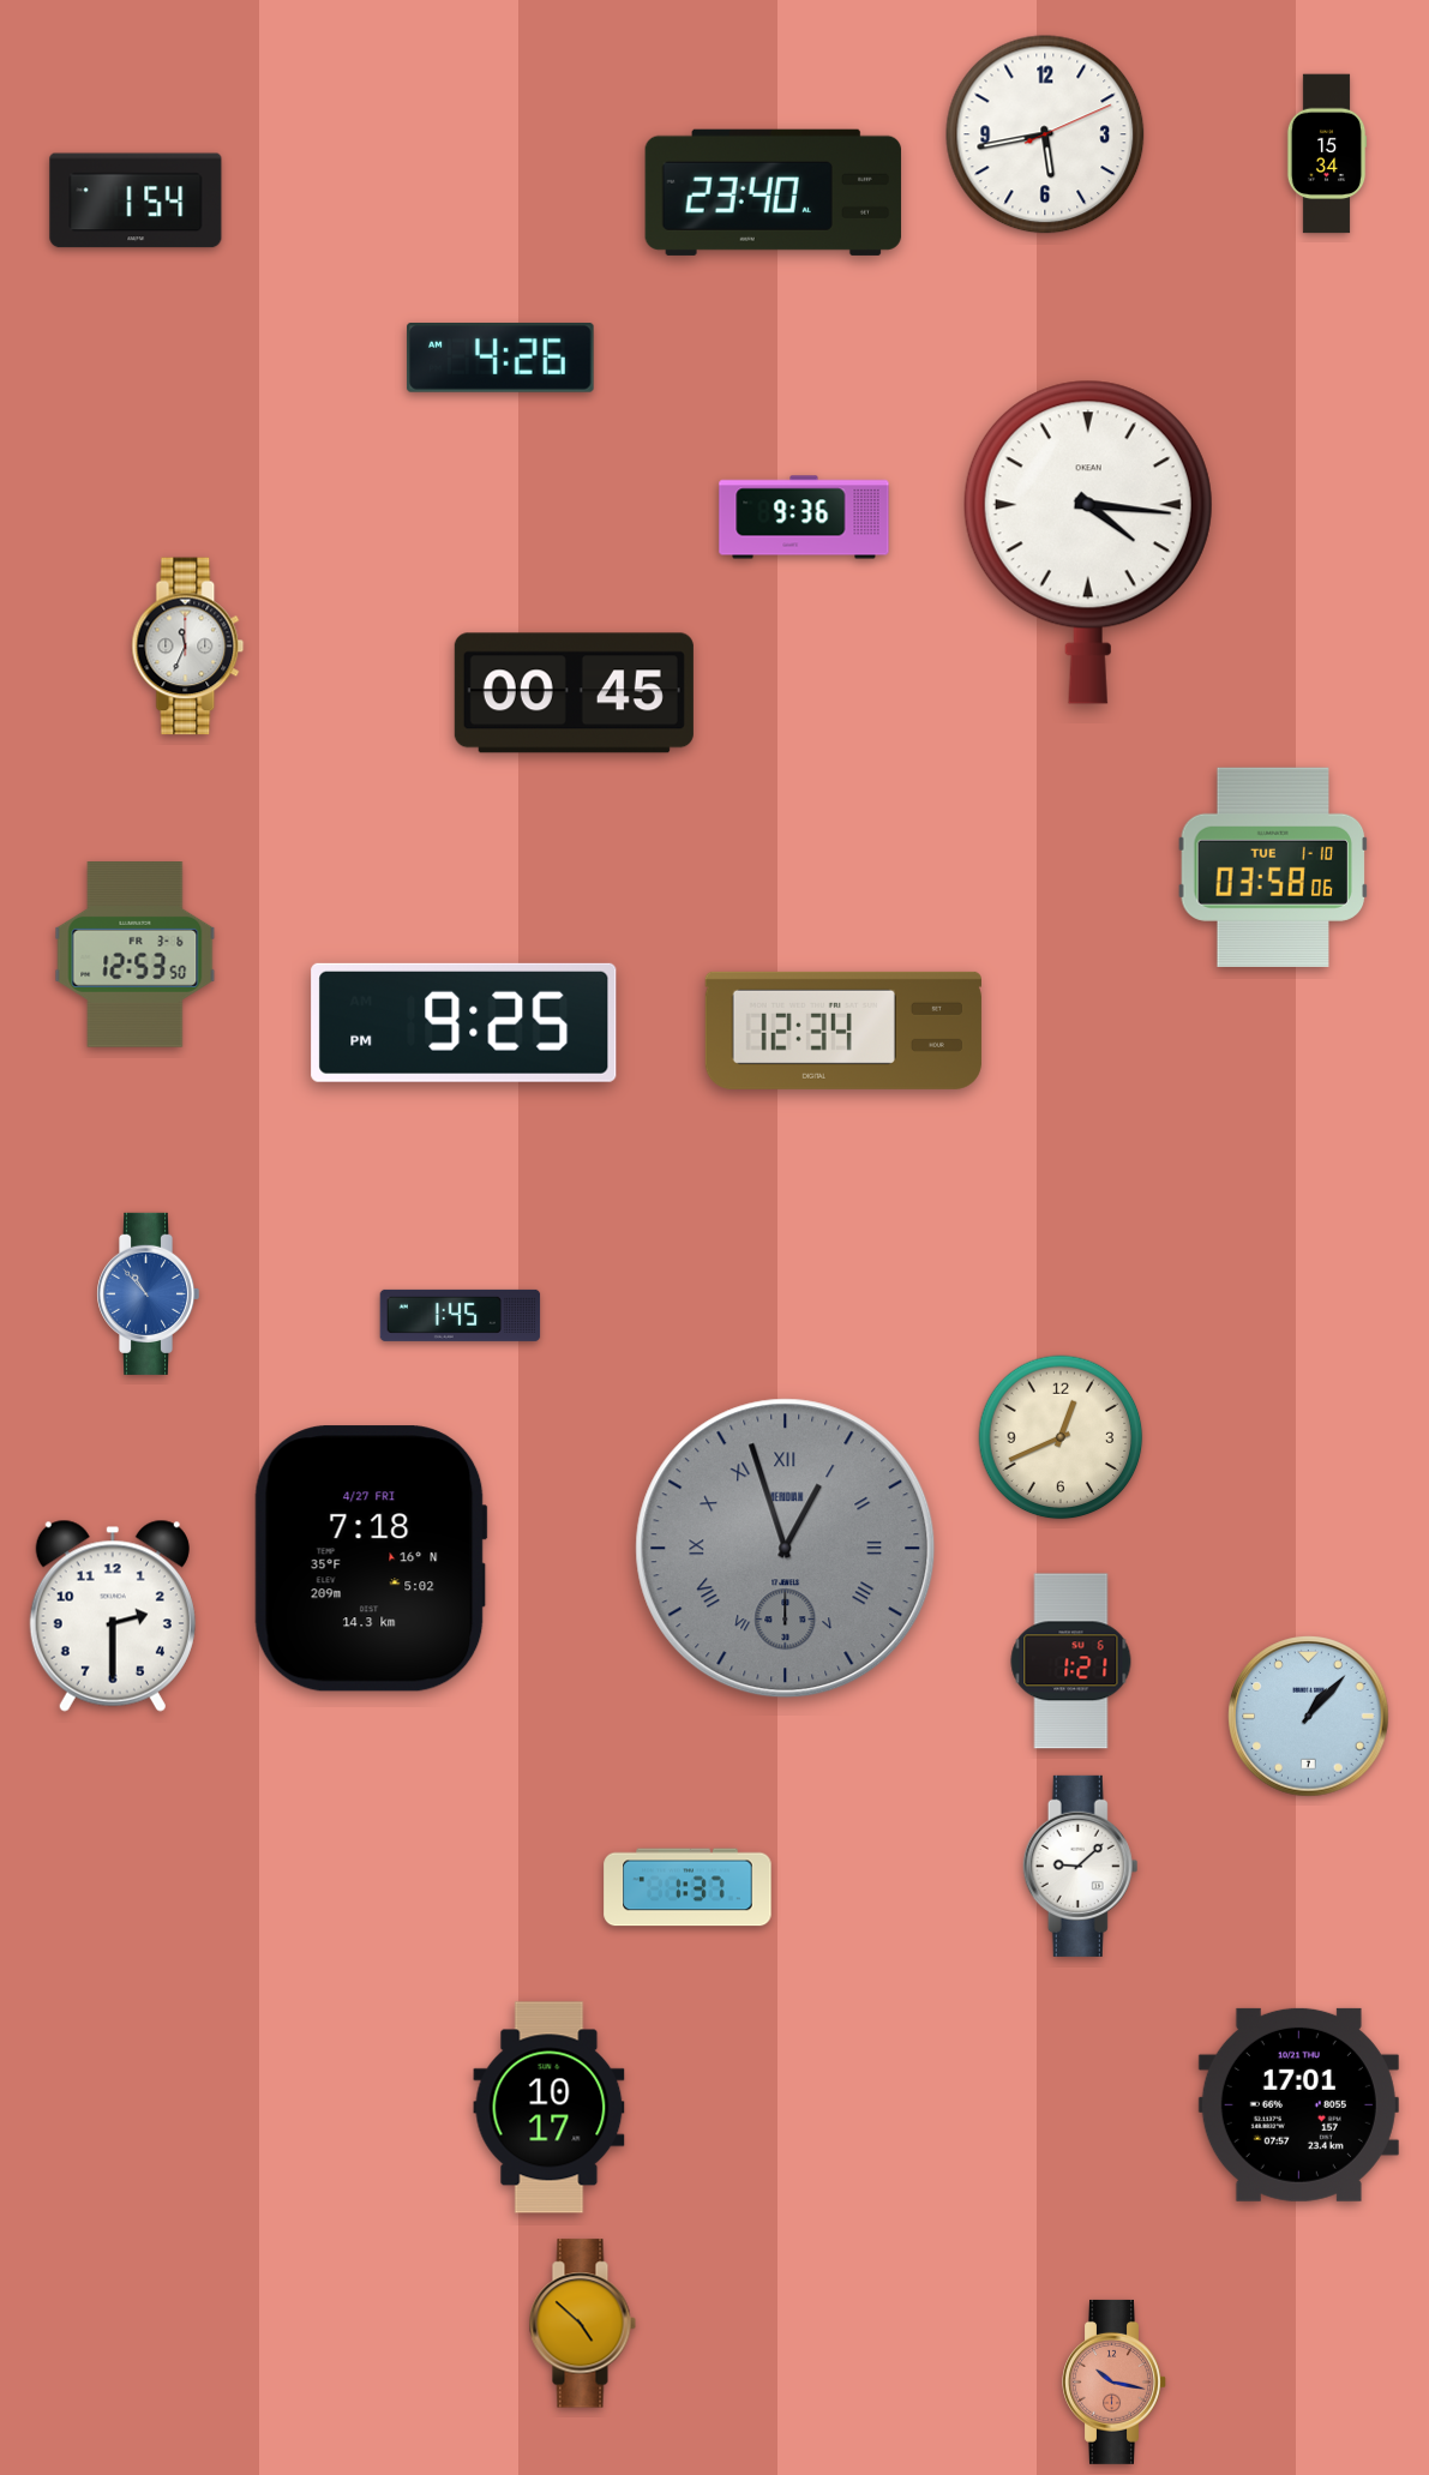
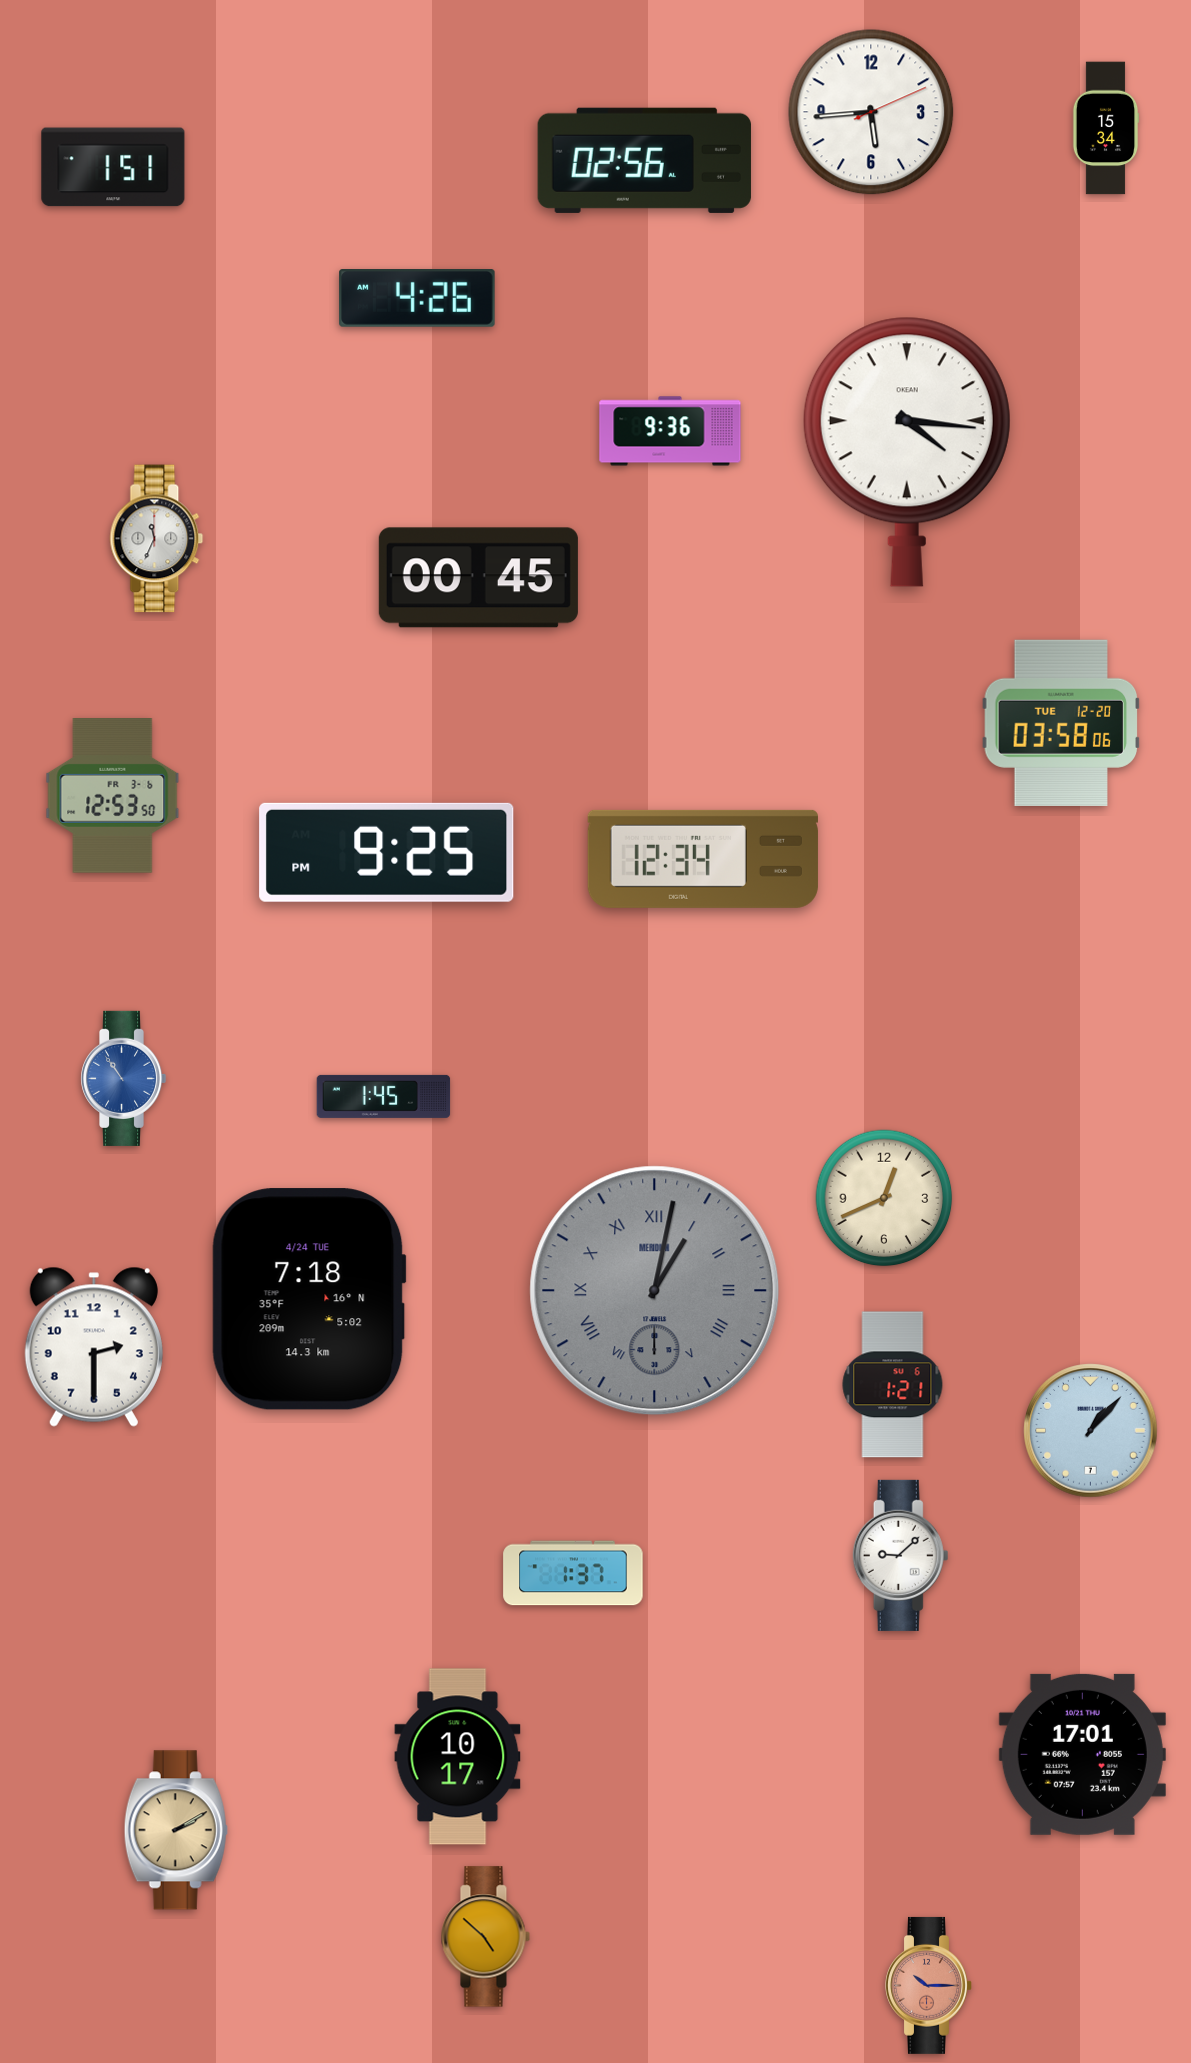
clock at (1045, 134): 5:43 -> 5:44
clock at (773, 192): 23:40 -> 02:56
clock at (136, 200): 1:54 -> 1:51
clock at (1273, 867) date: TUE 1-10 -> TUE 12-20
clock at (149, 1293): 10:53 -> 10:54
clock at (786, 1549): 12:57 -> 1:02
clock at (371, 1558) date: 4/27 FRI -> 4/24 TUE
clock at (176, 1830): none -> 2:10
clock at (1115, 2381): 10:17 -> 10:15
